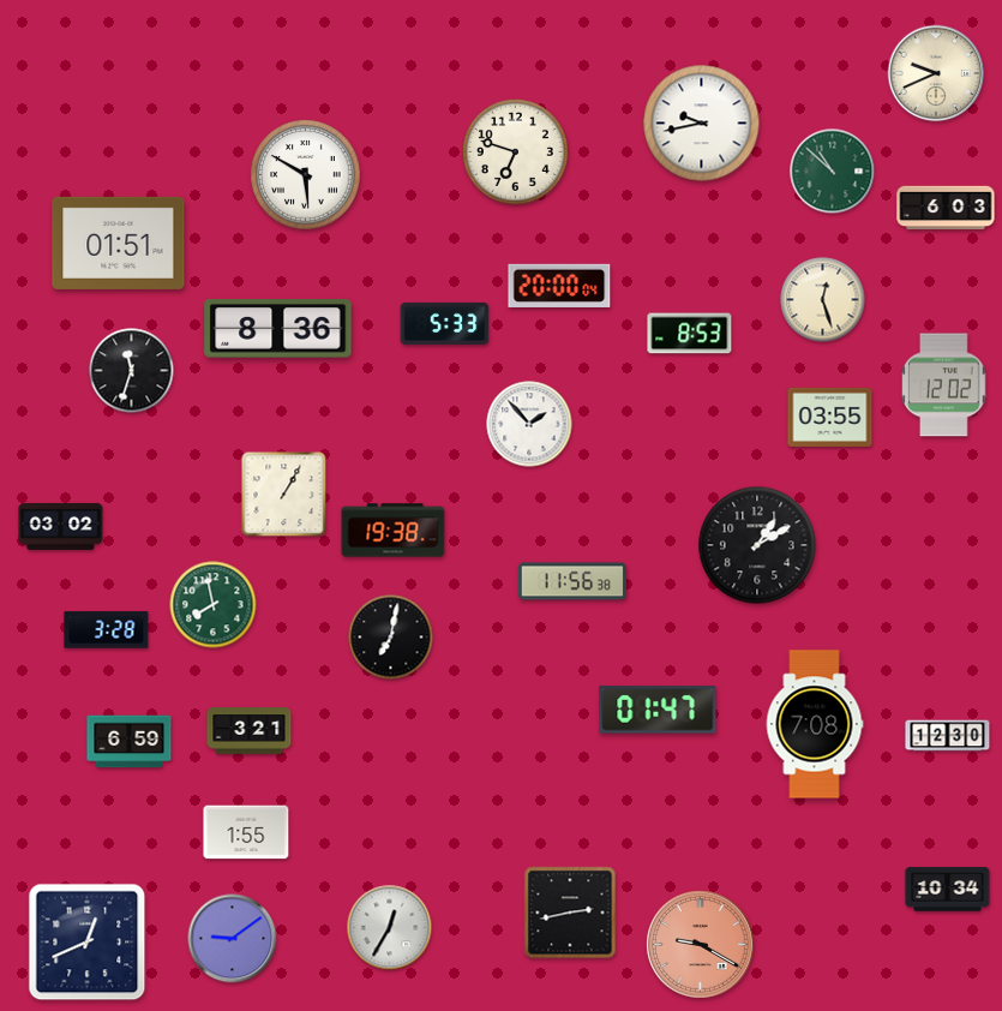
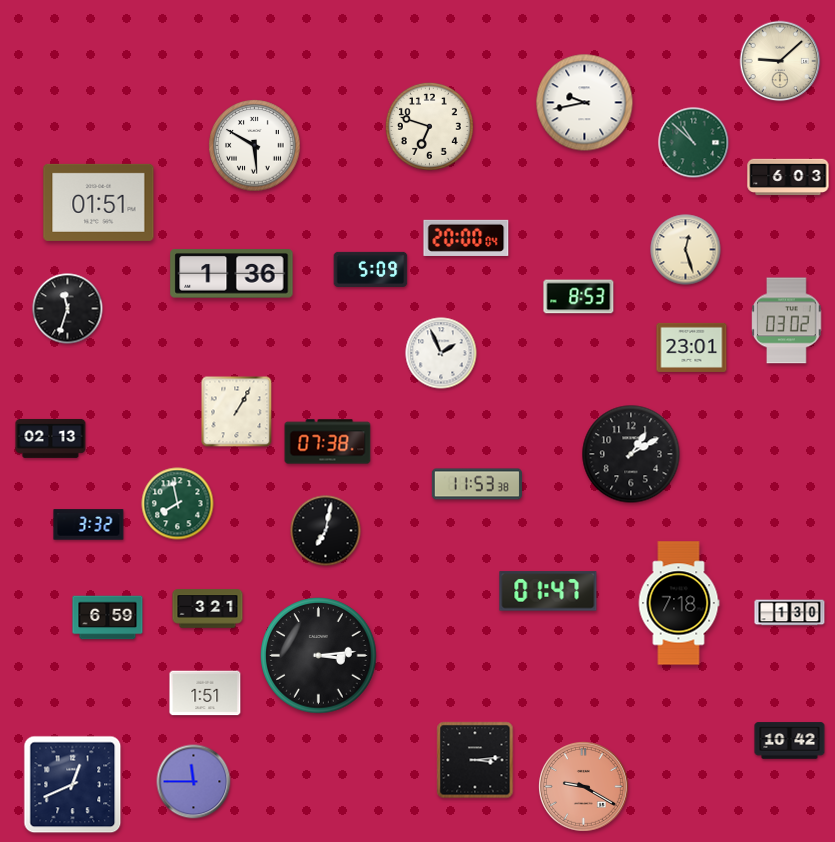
clock at (936, 73): 9:41 -> 9:08
clock at (946, 208) position: (946, 208) -> (788, 177)
clock at (445, 323): 5:33 -> 5:09
clock at (278, 329): 8:36 -> 1:36
clock at (690, 334) position: (690, 334) -> (579, 297)
clock at (132, 371) position: (132, 371) -> (68, 309)
clock at (944, 385): 12:02 -> 03:02
clock at (830, 417): 03:55 -> 23:01
clock at (529, 424): 1:53 -> 1:56
clock at (61, 526): 03:02 -> 02:13
clock at (394, 531): 19:38 -> 07:38
clock at (572, 581): 11:56 -> 11:53
clock at (107, 630): 3:28 -> 3:32
clock at (815, 724): 7:08 -> 7:18
clock at (948, 736): 12:30 -> 1:30
clock at (319, 656): none -> 3:14
clock at (246, 832): 1:55 -> 1:51
clock at (948, 890): 10:34 -> 10:42
clock at (570, 913): 2:43 -> 3:14
clock at (390, 928): 12:35 -> none
clock at (233, 939): 9:09 -> 11:45
